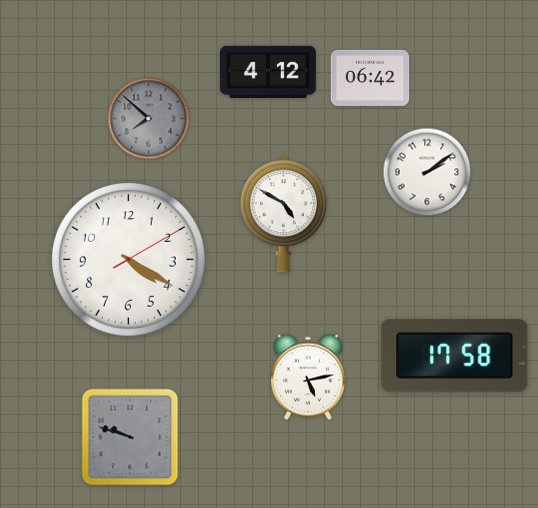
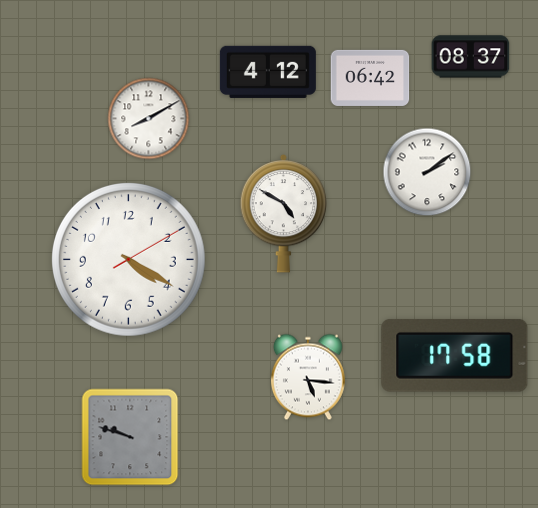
clock at (471, 57): none -> 08:37
clock at (149, 119): 7:52 -> 8:10
clock at (149, 119) dial: grey -> white
clock at (308, 377): 5:13 -> 5:16
